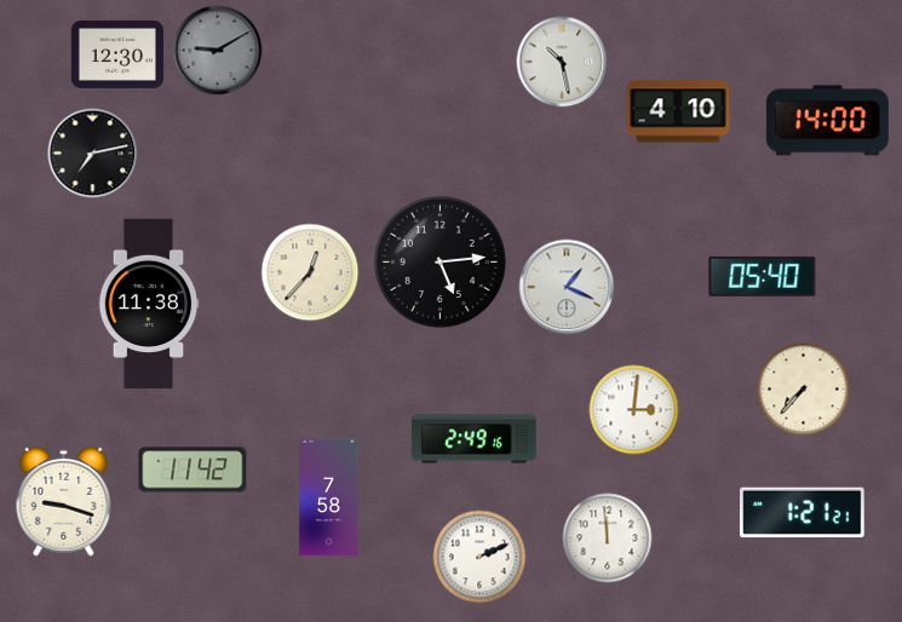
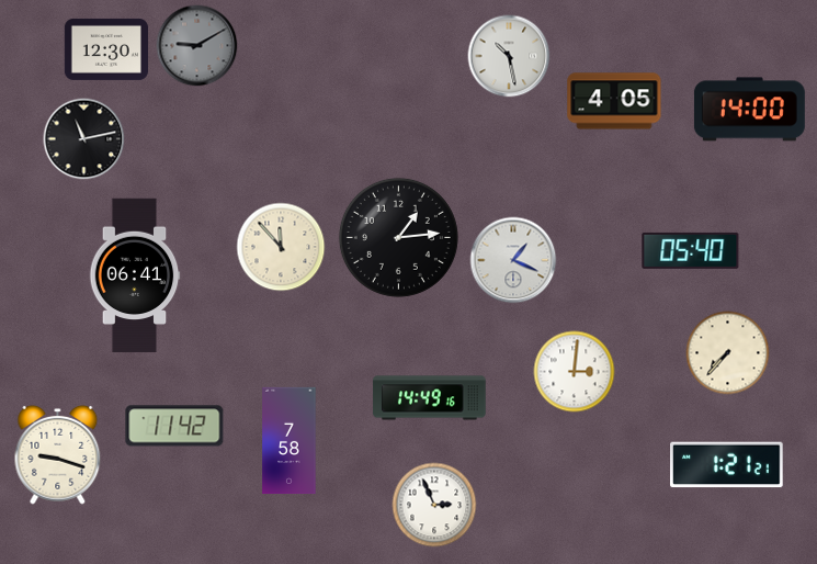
clock at (678, 111): 4:10 -> 4:05
clock at (93, 154): 7:13 -> 11:13
clock at (439, 261): 5:14 -> 1:14
clock at (310, 272): 12:37 -> 11:53
clock at (149, 304): 11:38 -> 06:41
clock at (475, 439): 2:49 -> 14:49
clock at (329, 497) position: (329, 497) -> (290, 441)
clock at (608, 539): 11:59 -> none
clock at (479, 557): 2:11 -> 2:56
